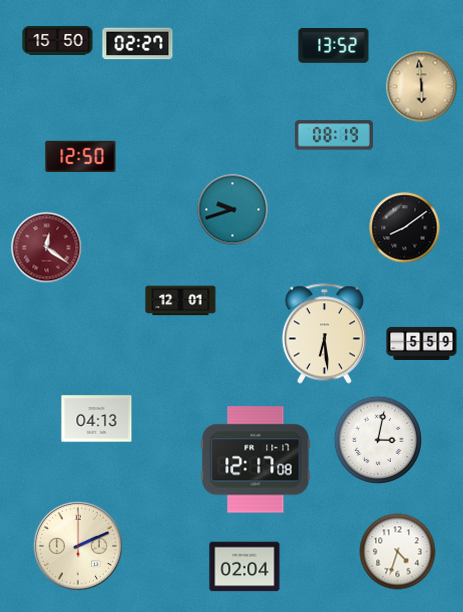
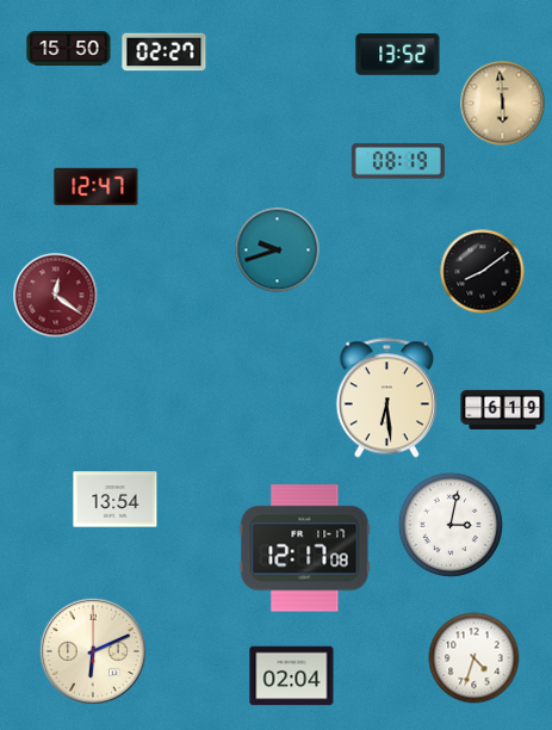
clock at (81, 157): 12:50 -> 12:47
clock at (181, 301): 12:01 -> none
clock at (422, 343): 5:59 -> 6:19
clock at (97, 419): 04:13 -> 13:54
clock at (78, 546): 2:11 -> 6:11
